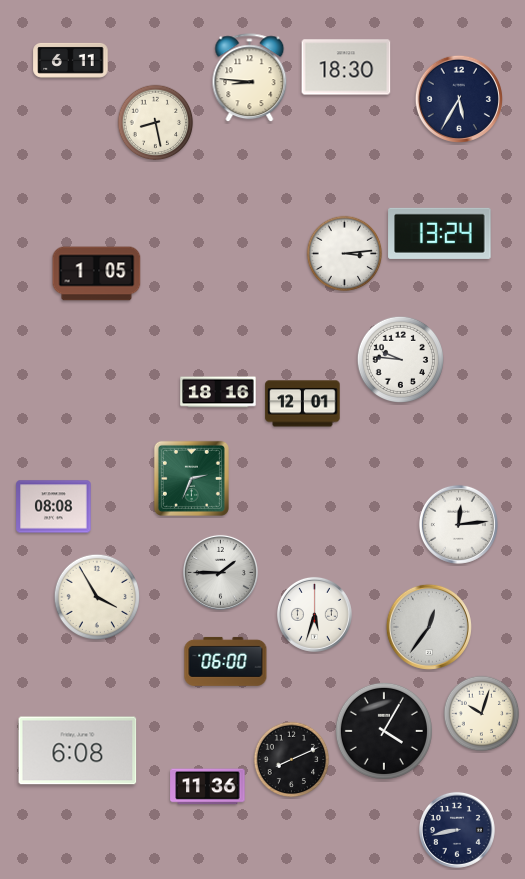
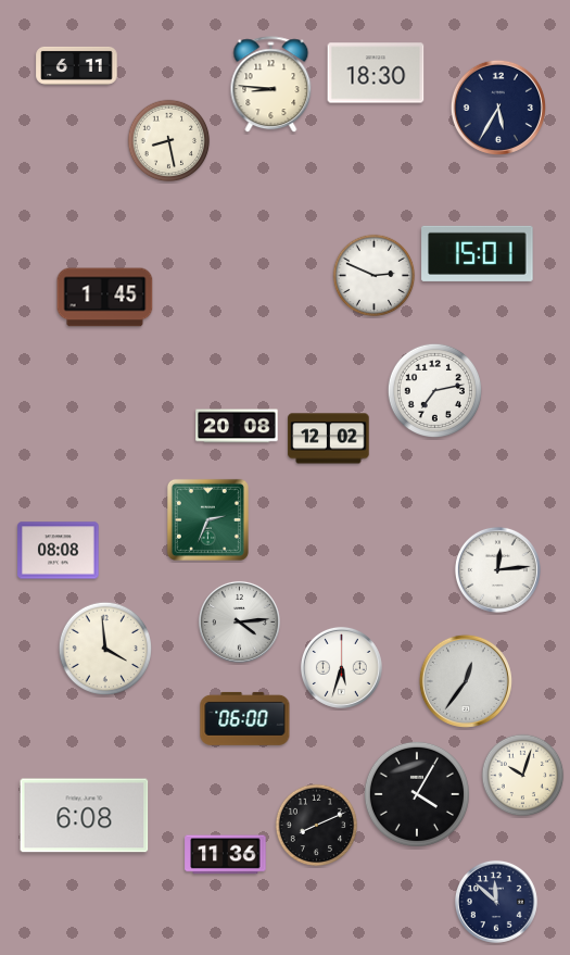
clock at (156, 123) position: (156, 123) -> (169, 141)
clock at (440, 233): 13:24 -> 15:01
clock at (345, 254): 3:14 -> 2:49
clock at (97, 274): 1:05 -> 1:45
clock at (400, 359): 9:46 -> 7:13
clock at (218, 392): 18:16 -> 20:08
clock at (303, 404): 12:01 -> 12:02
clock at (220, 572): 1:45 -> 4:14
clock at (96, 596): 3:55 -> 3:59
clock at (457, 830): 8:43 -> 11:52
